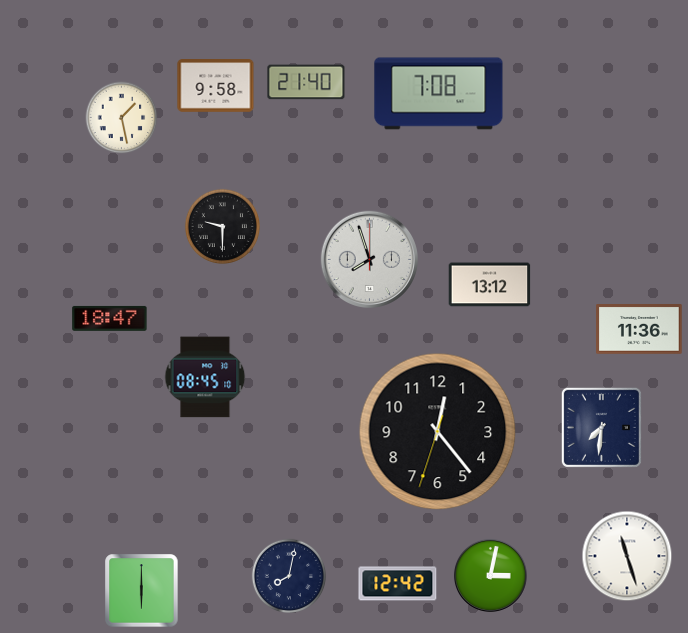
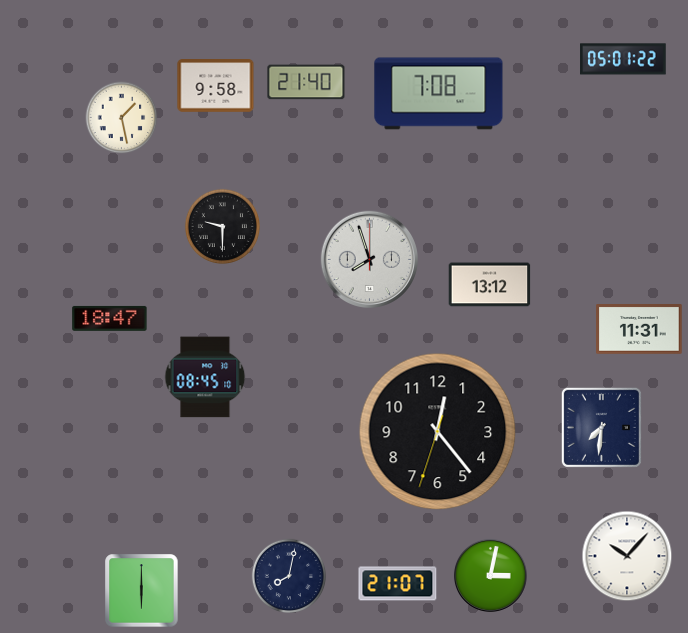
clock at (623, 59): none -> 05:01
clock at (639, 329): 11:36 -> 11:31
clock at (627, 556): 11:27 -> 10:07
clock at (398, 584): 12:42 -> 21:07
